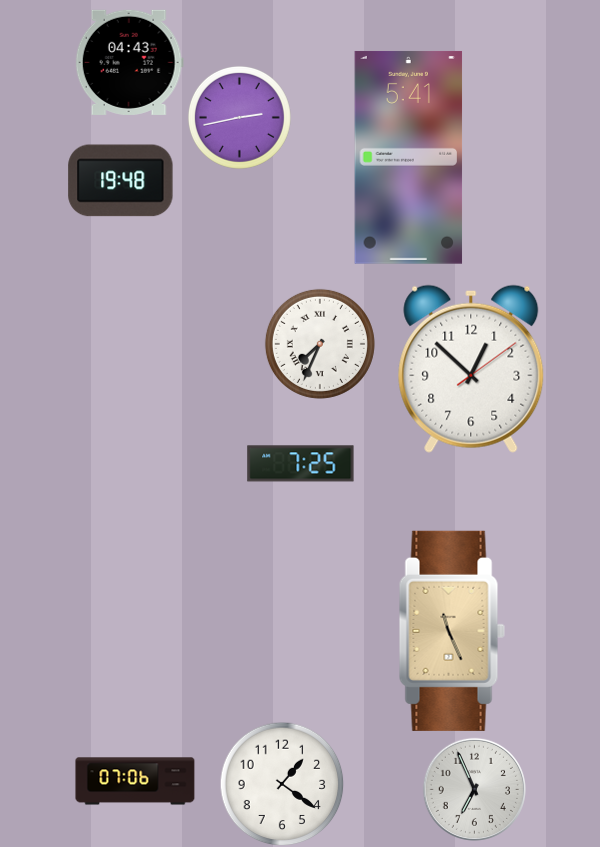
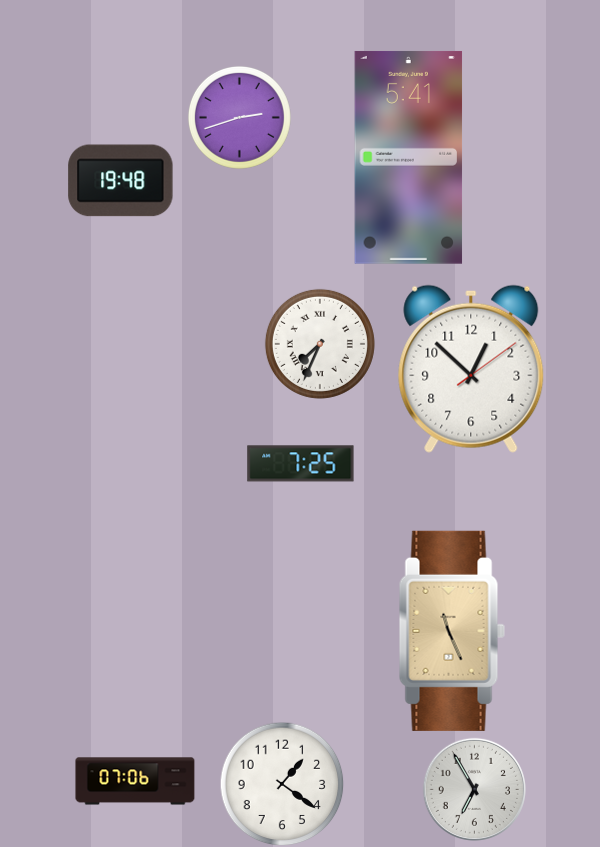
clock at (129, 62): 04:43 -> none
clock at (239, 117): 2:43 -> 2:42
clock at (474, 789): 6:56 -> 6:55
